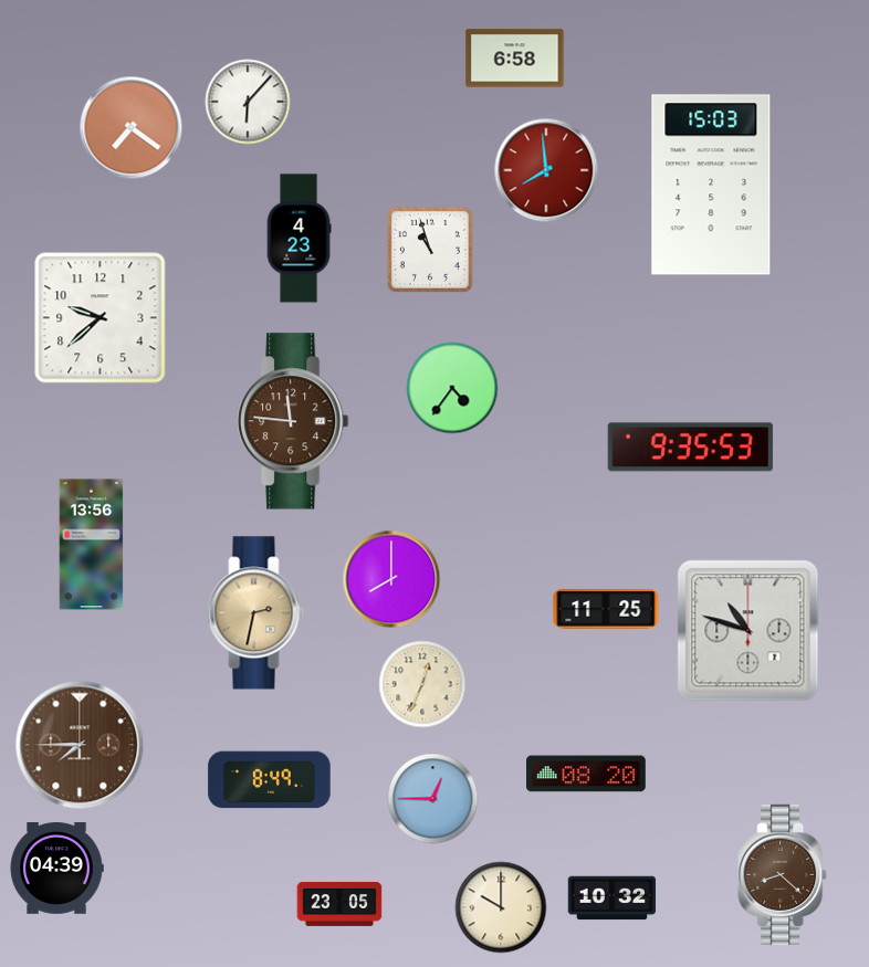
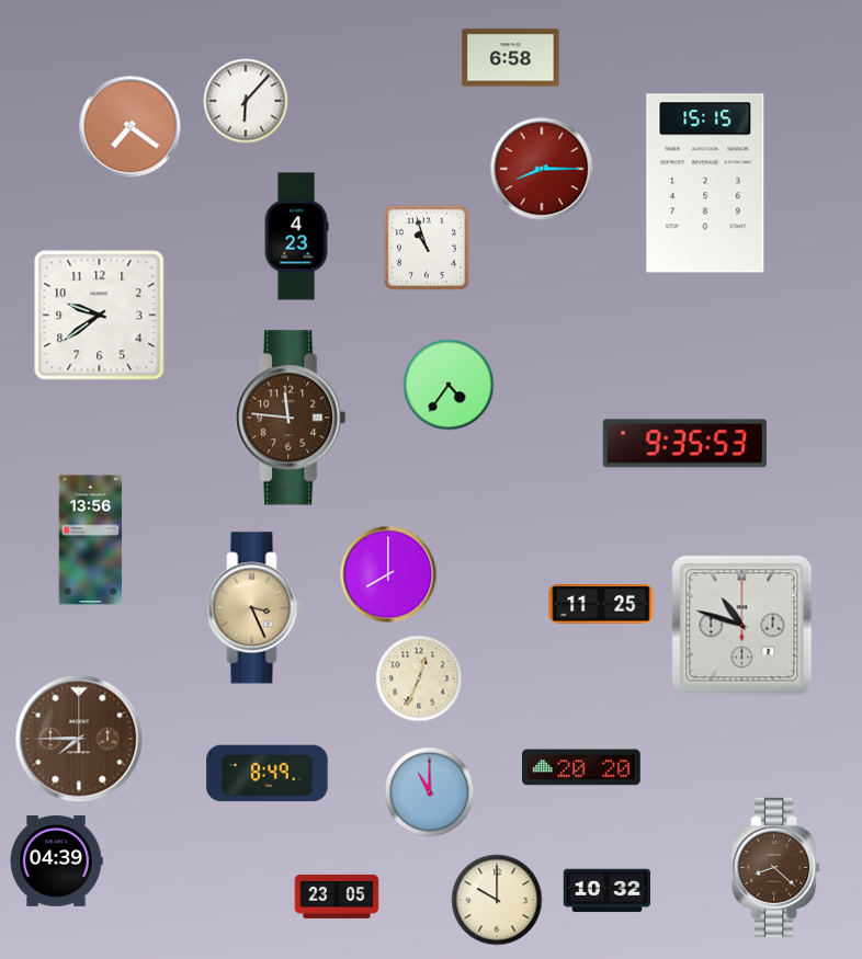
clock at (546, 170): 7:59 -> 8:15
clock at (711, 185): 15:03 -> 15:15
clock at (101, 318): 9:38 -> 9:39
clock at (256, 613): 2:32 -> 3:26
clock at (587, 774): 08:20 -> 20:20
clock at (433, 799): 12:45 -> 11:00
